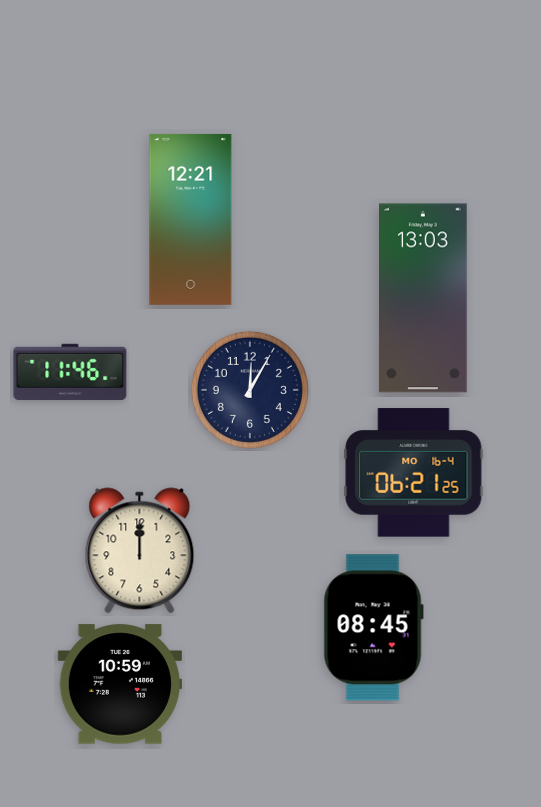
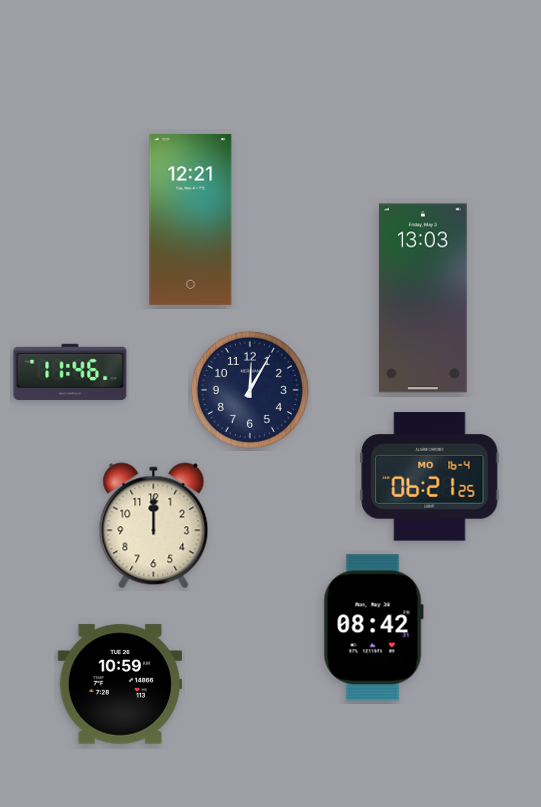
clock at (414, 473) position: (414, 473) -> (430, 477)
clock at (140, 551) position: (140, 551) -> (154, 526)
clock at (373, 628): 08:45 -> 08:42
